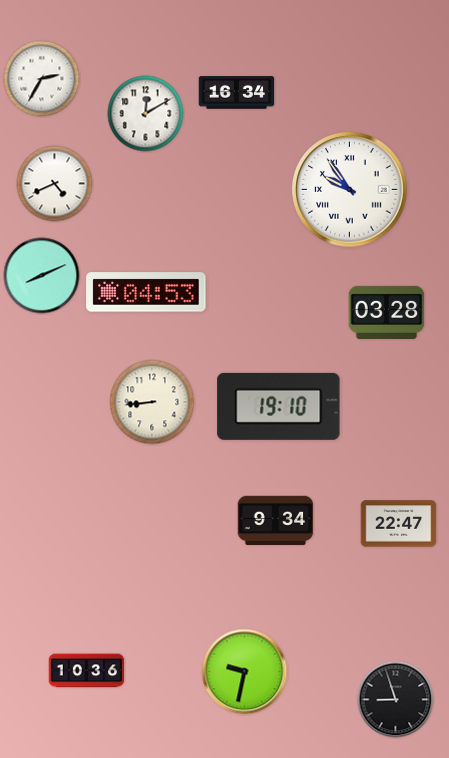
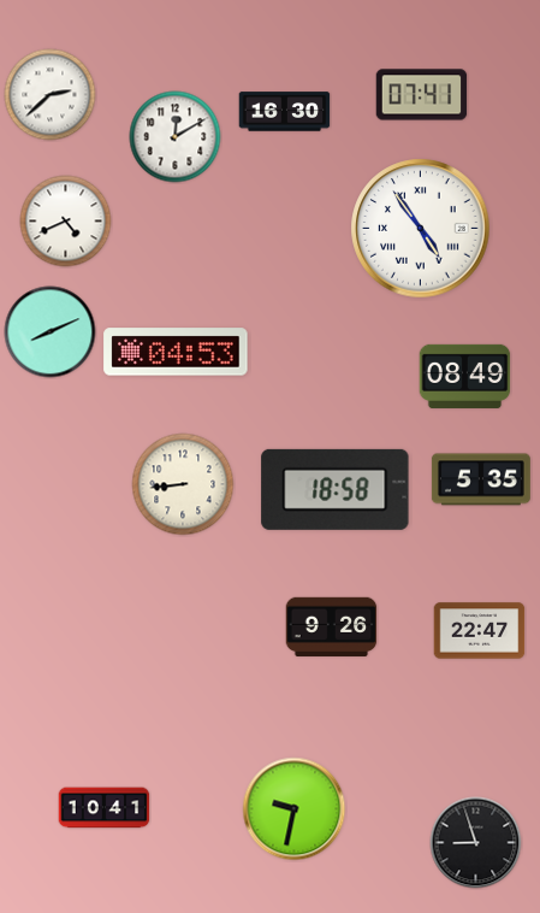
clock at (42, 79): 2:35 -> 2:38
clock at (422, 95): none -> 07:41
clock at (237, 93): 16:34 -> 16:30
clock at (350, 190): 9:54 -> 4:54
clock at (387, 312): 03:28 -> 08:49
clock at (481, 479): none -> 5:35
clock at (279, 406): 19:10 -> 18:58
clock at (276, 520): 9:34 -> 9:26
clock at (87, 671): 10:36 -> 10:41
